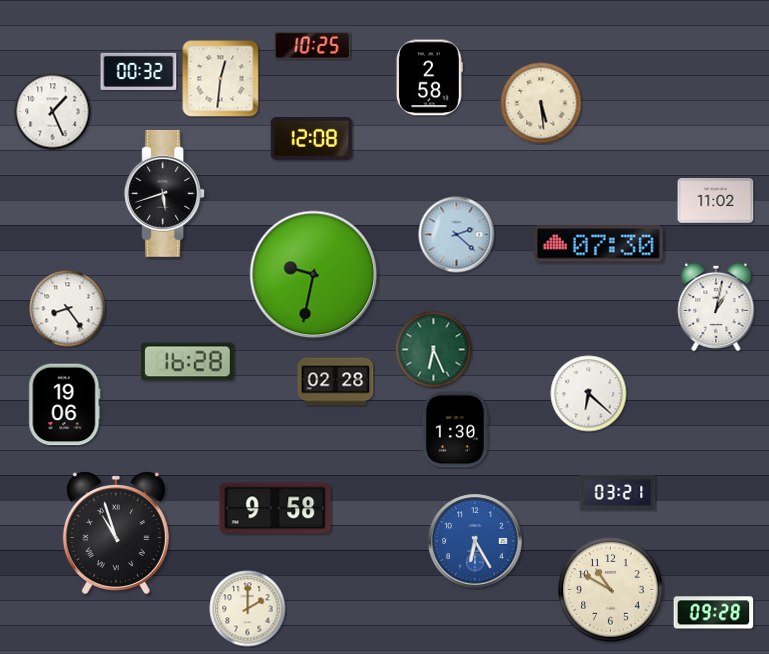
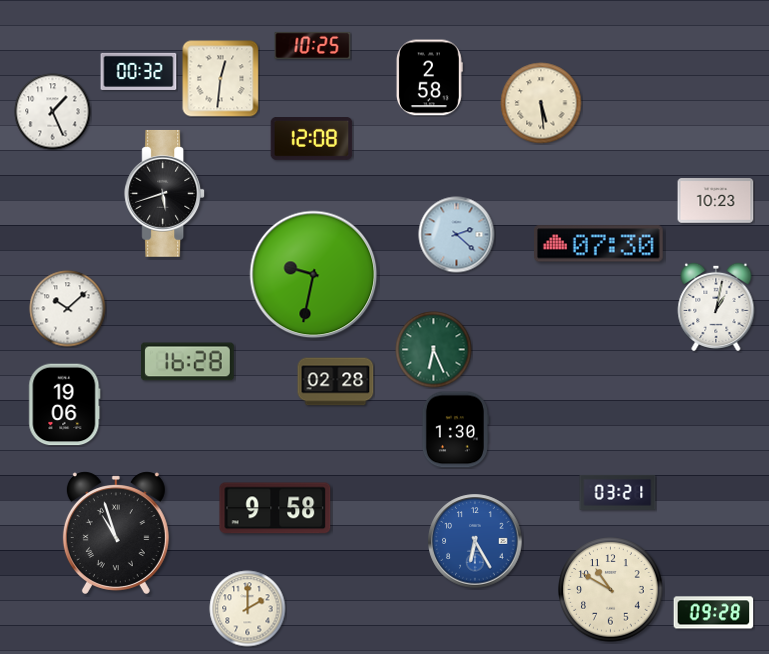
clock at (716, 201): 11:02 -> 10:23
clock at (68, 309): 8:24 -> 10:08
clock at (589, 394): 6:22 -> none
